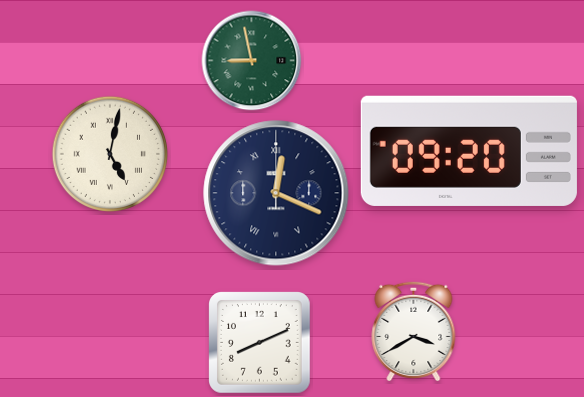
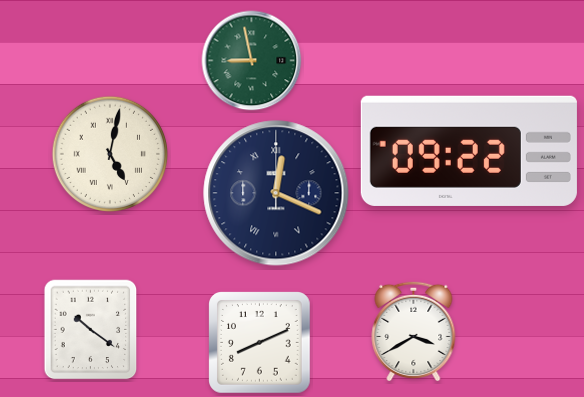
clock at (469, 151): 09:20 -> 09:22
clock at (91, 330): none -> 10:21
